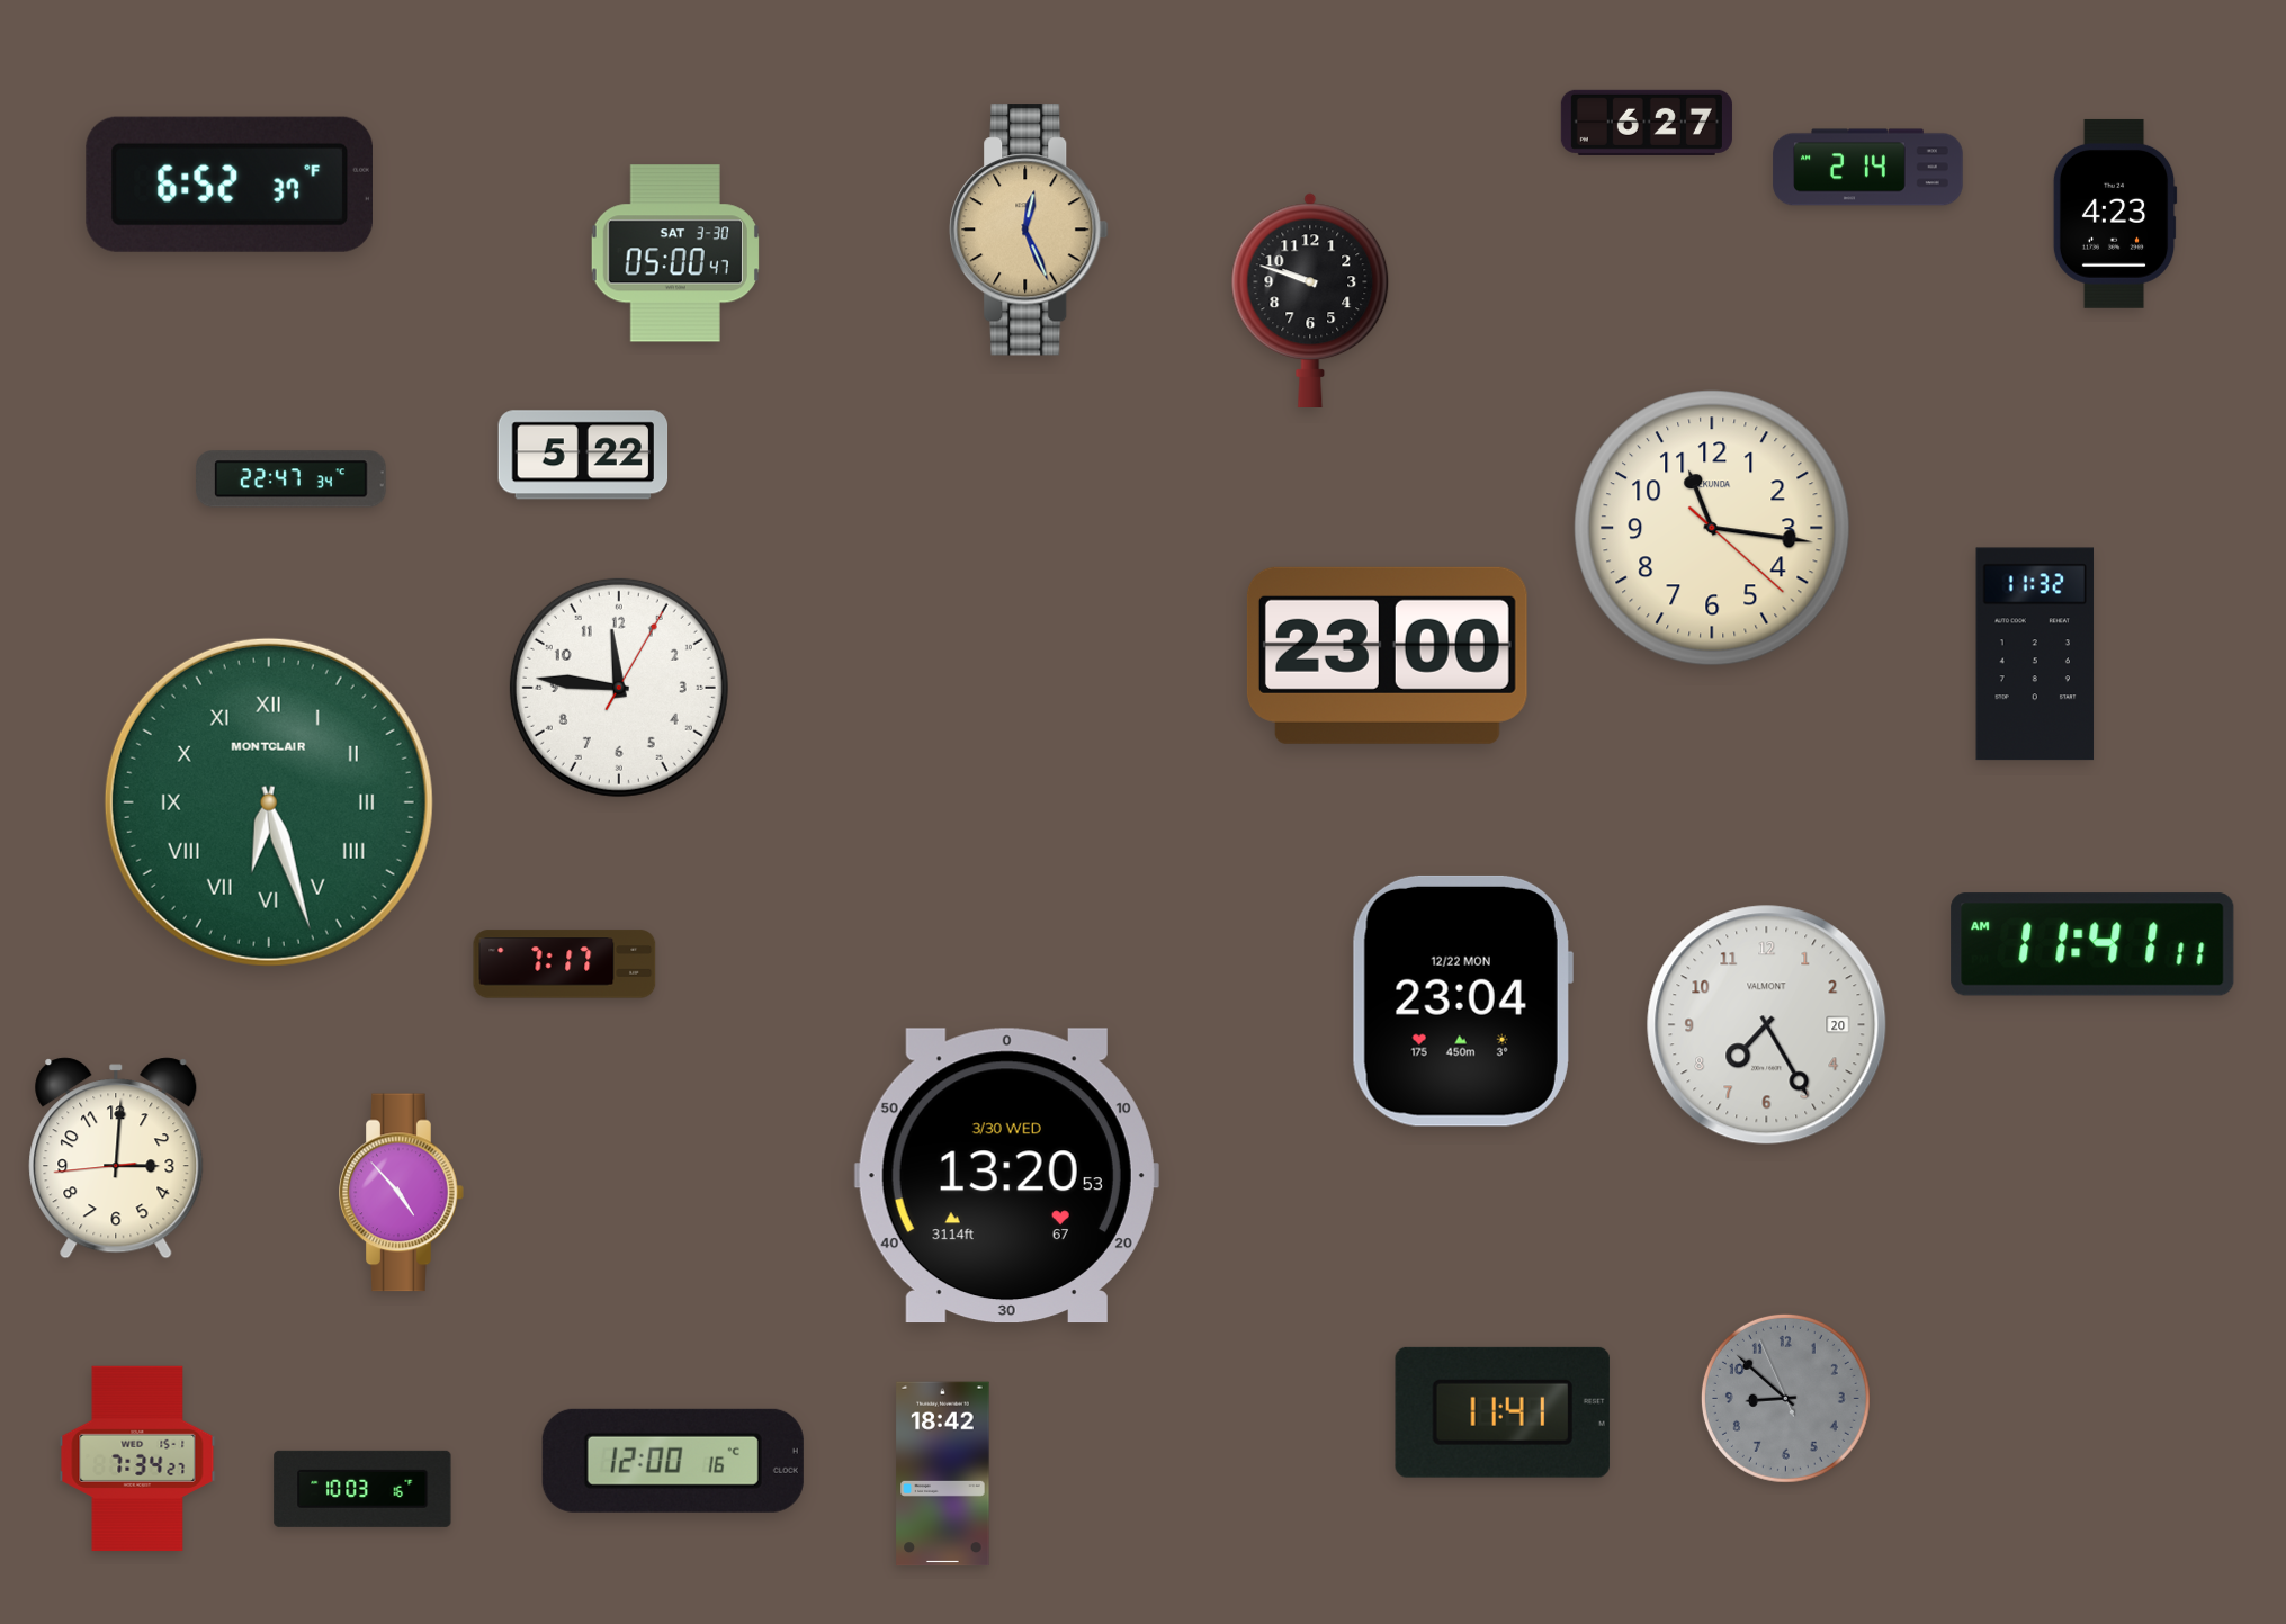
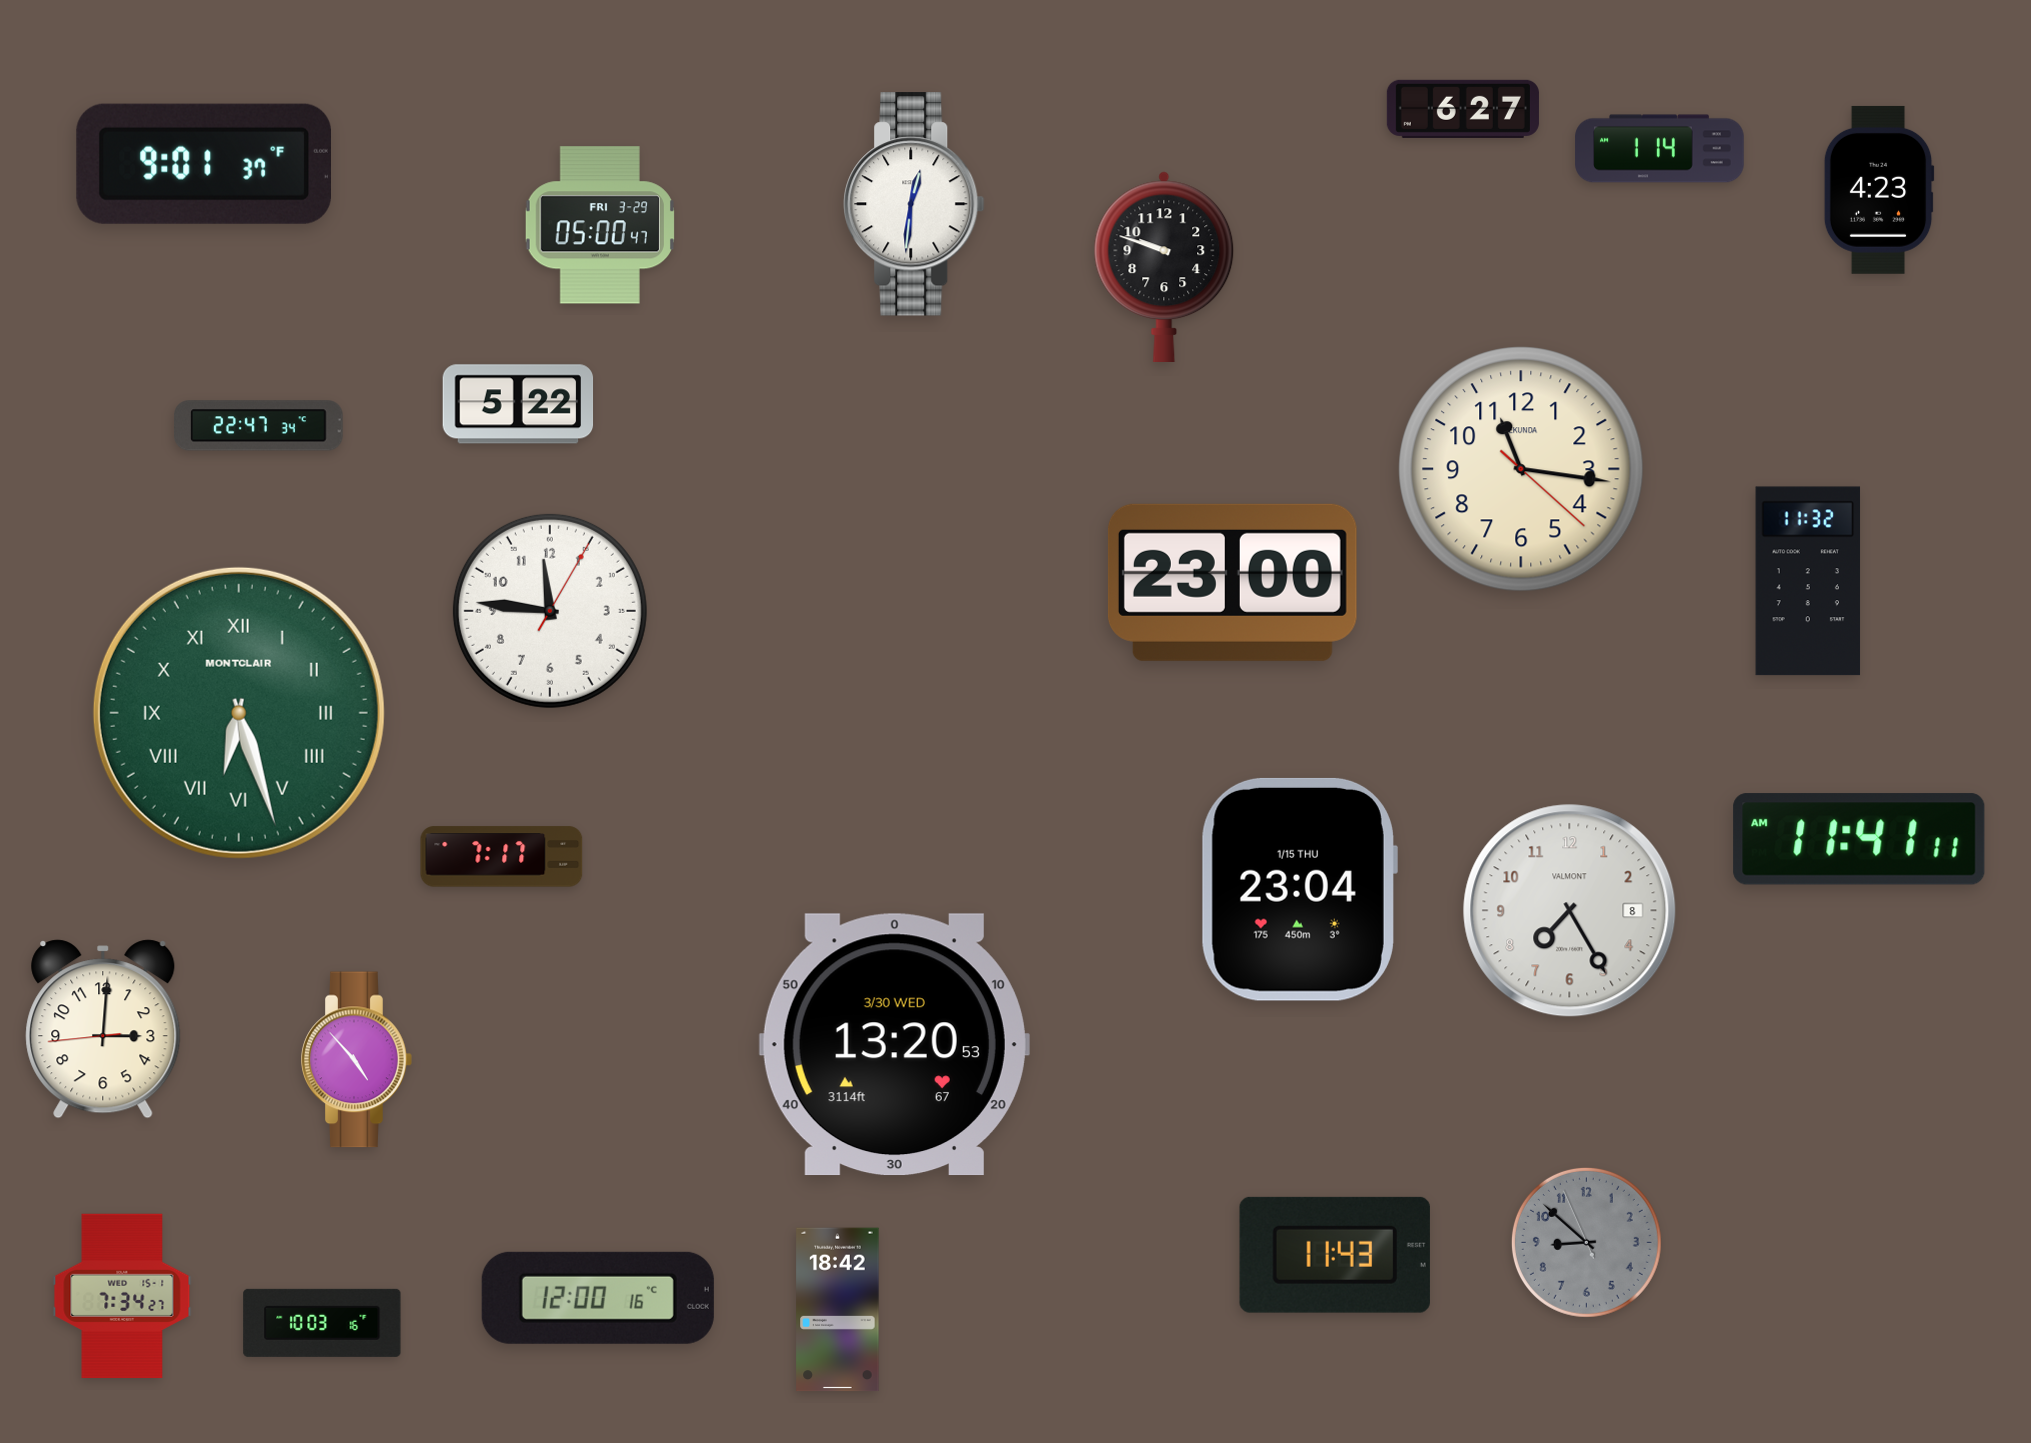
clock at (1868, 168): 2:14 -> 1:14
clock at (228, 185): 6:52 -> 9:01
clock at (1029, 230): 12:26 -> 12:31
clock at (1029, 230) dial: champagne -> white
clock at (675, 253) date: SAT 3-30 -> FRI 3-29
clock at (1462, 1001) date: 12/22 MON -> 1/15 THU
clock at (1767, 1025) date: 20 -> 8
clock at (1503, 1412): 11:41 -> 11:43
